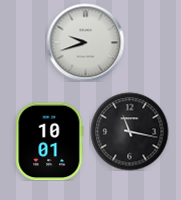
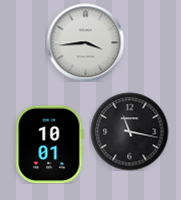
clock at (85, 42): 9:42 -> 3:44
clock at (50, 141) position: (50, 141) -> (50, 144)
